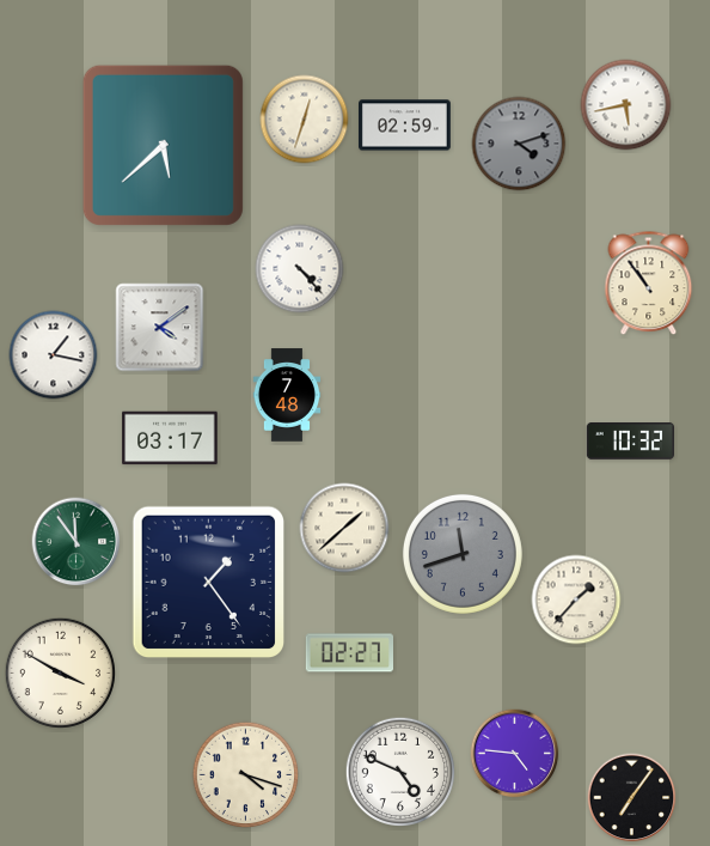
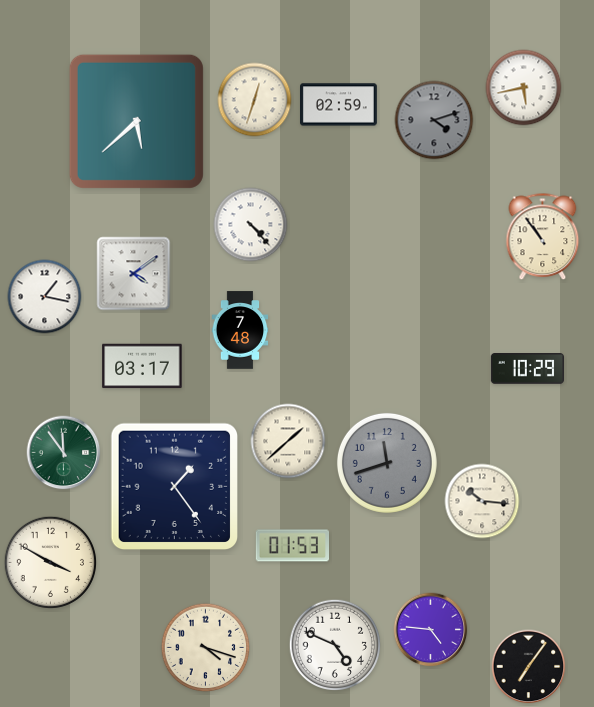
clock at (631, 442): 10:32 -> 10:29
clock at (576, 599): 1:37 -> 10:16
clock at (349, 653): 02:27 -> 01:53
